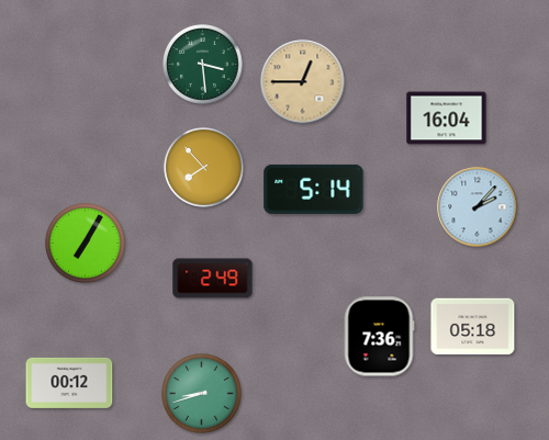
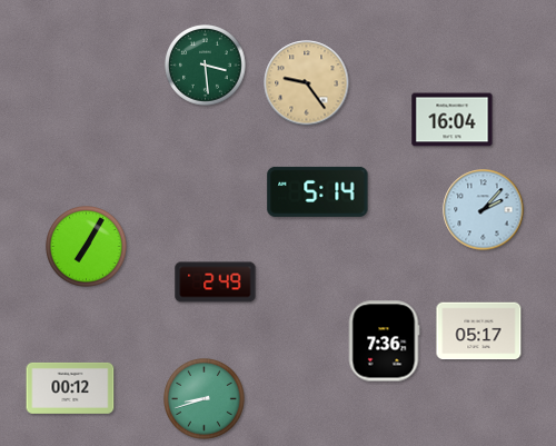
clock at (303, 82): 12:45 -> 9:24
clock at (204, 168): 7:53 -> none
clock at (473, 327): 05:18 -> 05:17
